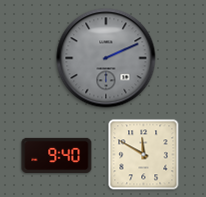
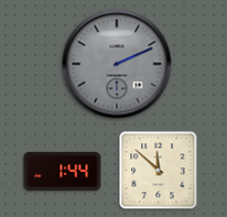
clock at (57, 155): 9:40 -> 1:44
clock at (144, 155): 11:50 -> 11:52
